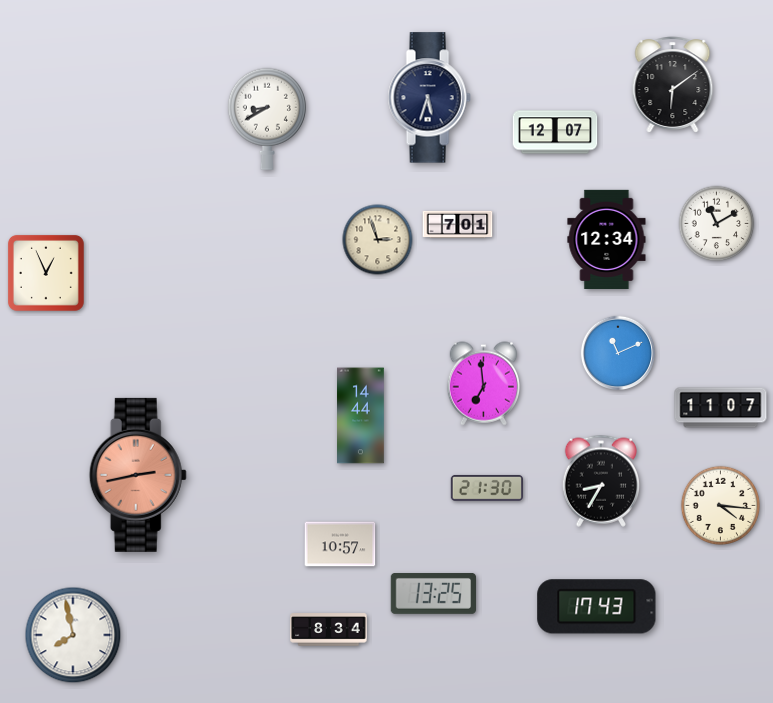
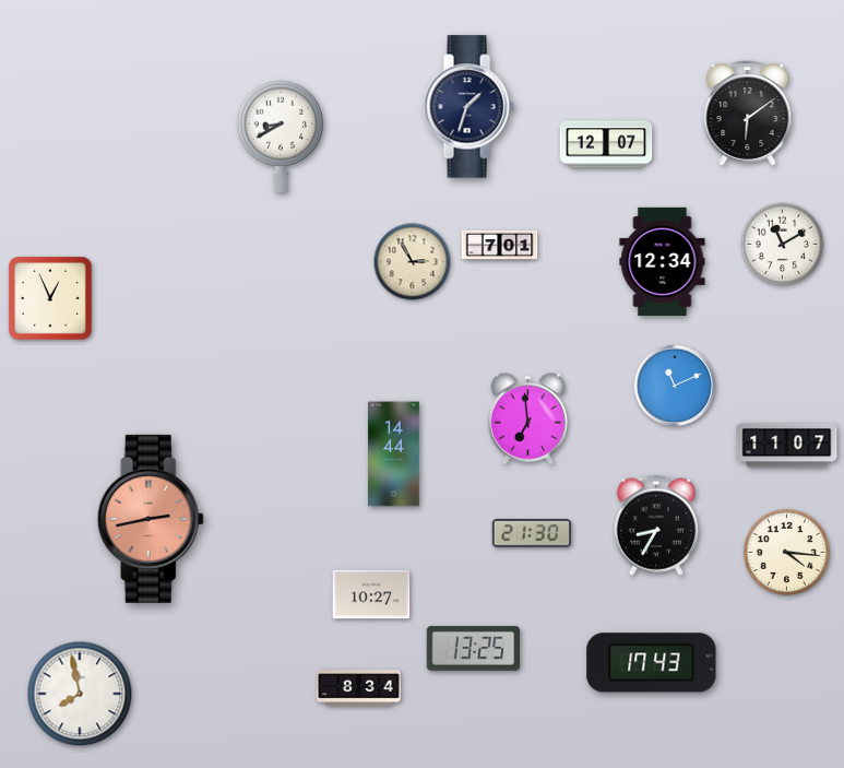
clock at (673, 85) position: (673, 85) -> (748, 114)
clock at (429, 98): 5:33 -> 1:33
clock at (267, 119) position: (267, 119) -> (281, 137)
clock at (378, 240): 2:57 -> 2:55
clock at (340, 544): 10:57 -> 10:27
